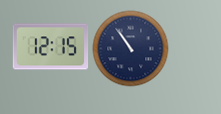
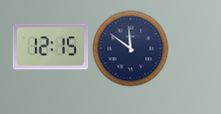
clock at (131, 49): 10:54 -> 11:51
